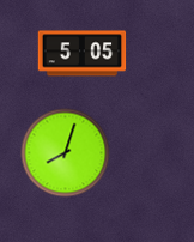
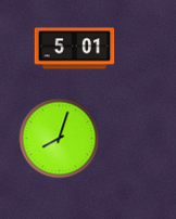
clock at (83, 54): 5:05 -> 5:01
